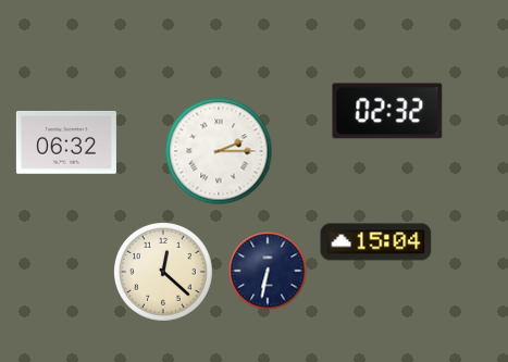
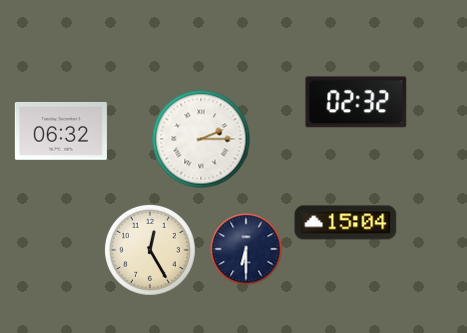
clock at (268, 271): 6:32 -> 6:30
clock at (163, 272): 12:22 -> 12:25
